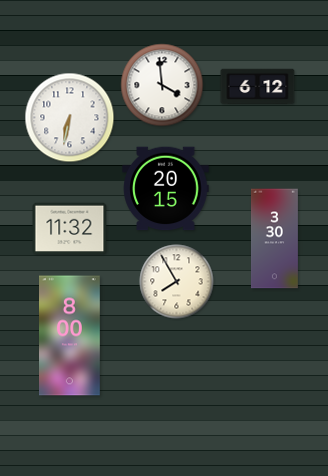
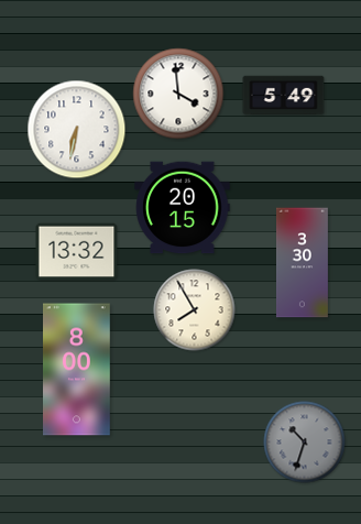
clock at (258, 87): 6:12 -> 5:49
clock at (70, 229): 11:32 -> 13:32
clock at (305, 443): none -> 10:33
